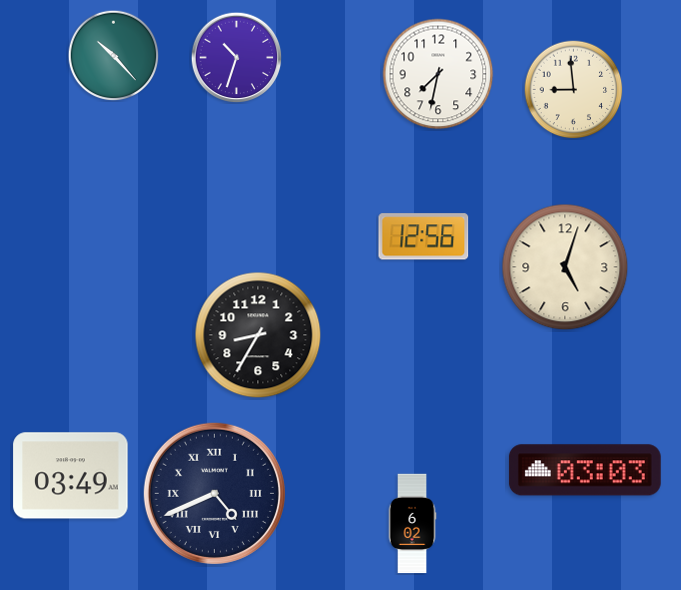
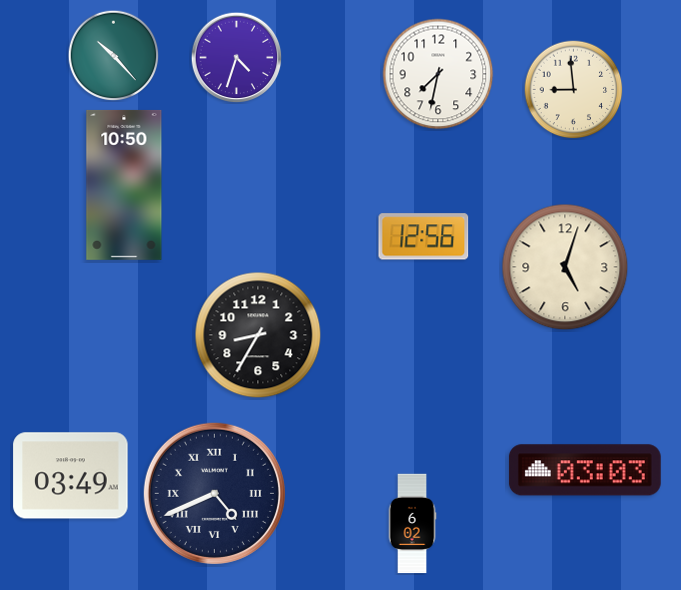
clock at (236, 57): 10:33 -> 4:33
clock at (124, 185): none -> 10:50
